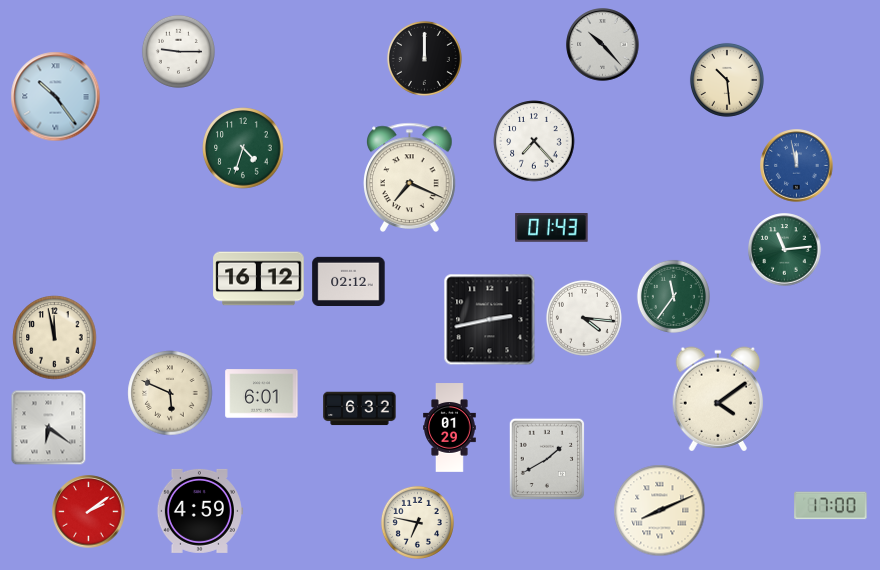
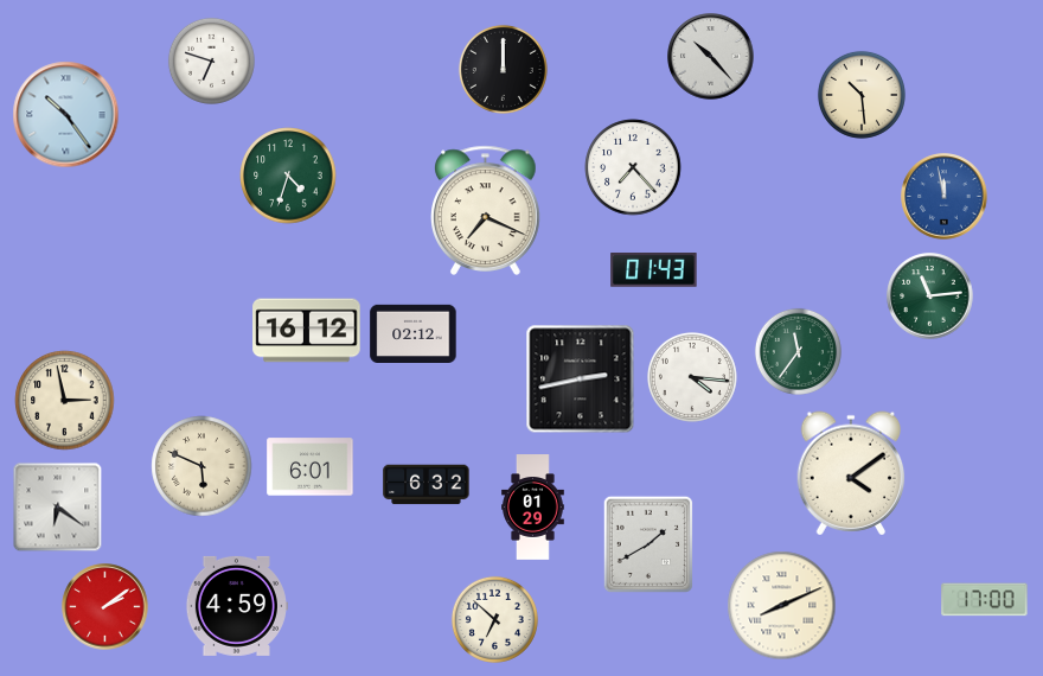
clock at (603, 45) position: (603, 45) -> (711, 57)
clock at (178, 51): 9:15 -> 6:48
clock at (55, 338): 11:58 -> 2:58
clock at (417, 522): 6:47 -> 6:52
